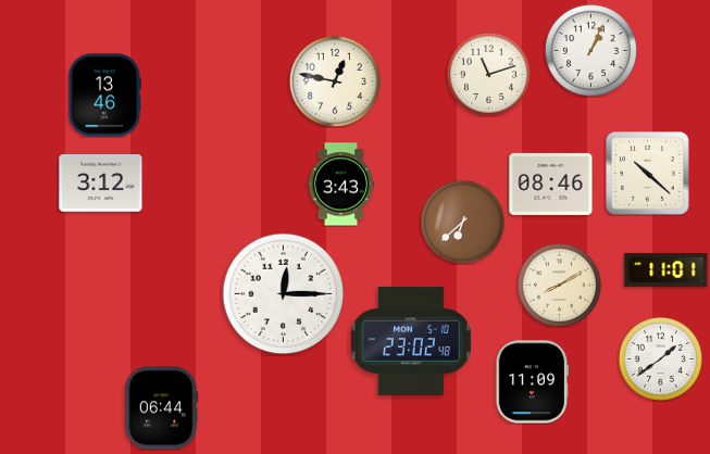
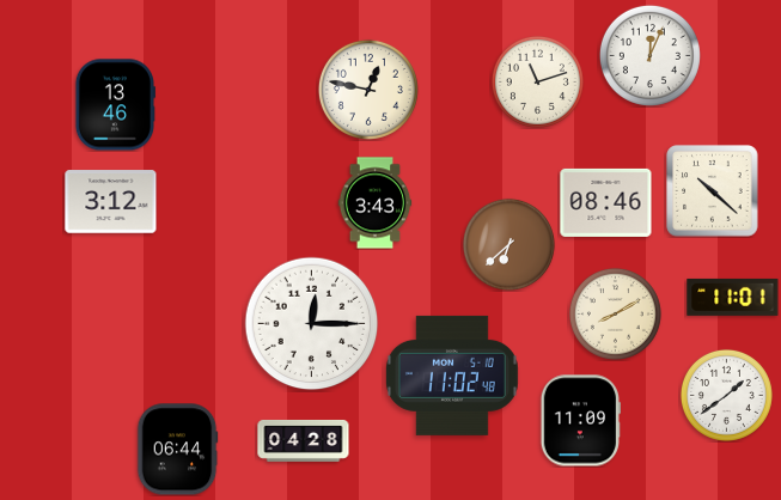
clock at (590, 50): 1:04 -> 12:04
clock at (411, 341): 23:02 -> 11:02
clock at (532, 382) position: (532, 382) -> (580, 421)
clock at (304, 440): none -> 04:28
